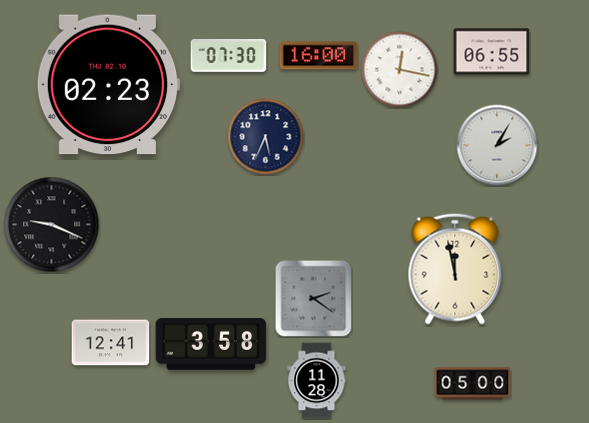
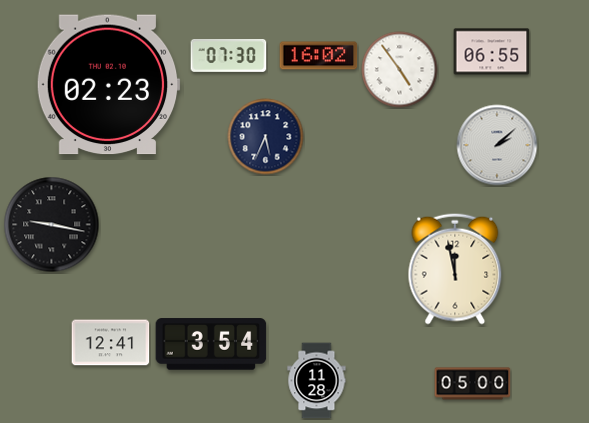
clock at (319, 56): 16:00 -> 16:02
clock at (400, 70): 12:17 -> 4:54
clock at (497, 145): 2:05 -> 2:08
clock at (52, 225): 9:19 -> 9:17
clock at (314, 299): 2:21 -> none
clock at (211, 344): 3:58 -> 3:54
